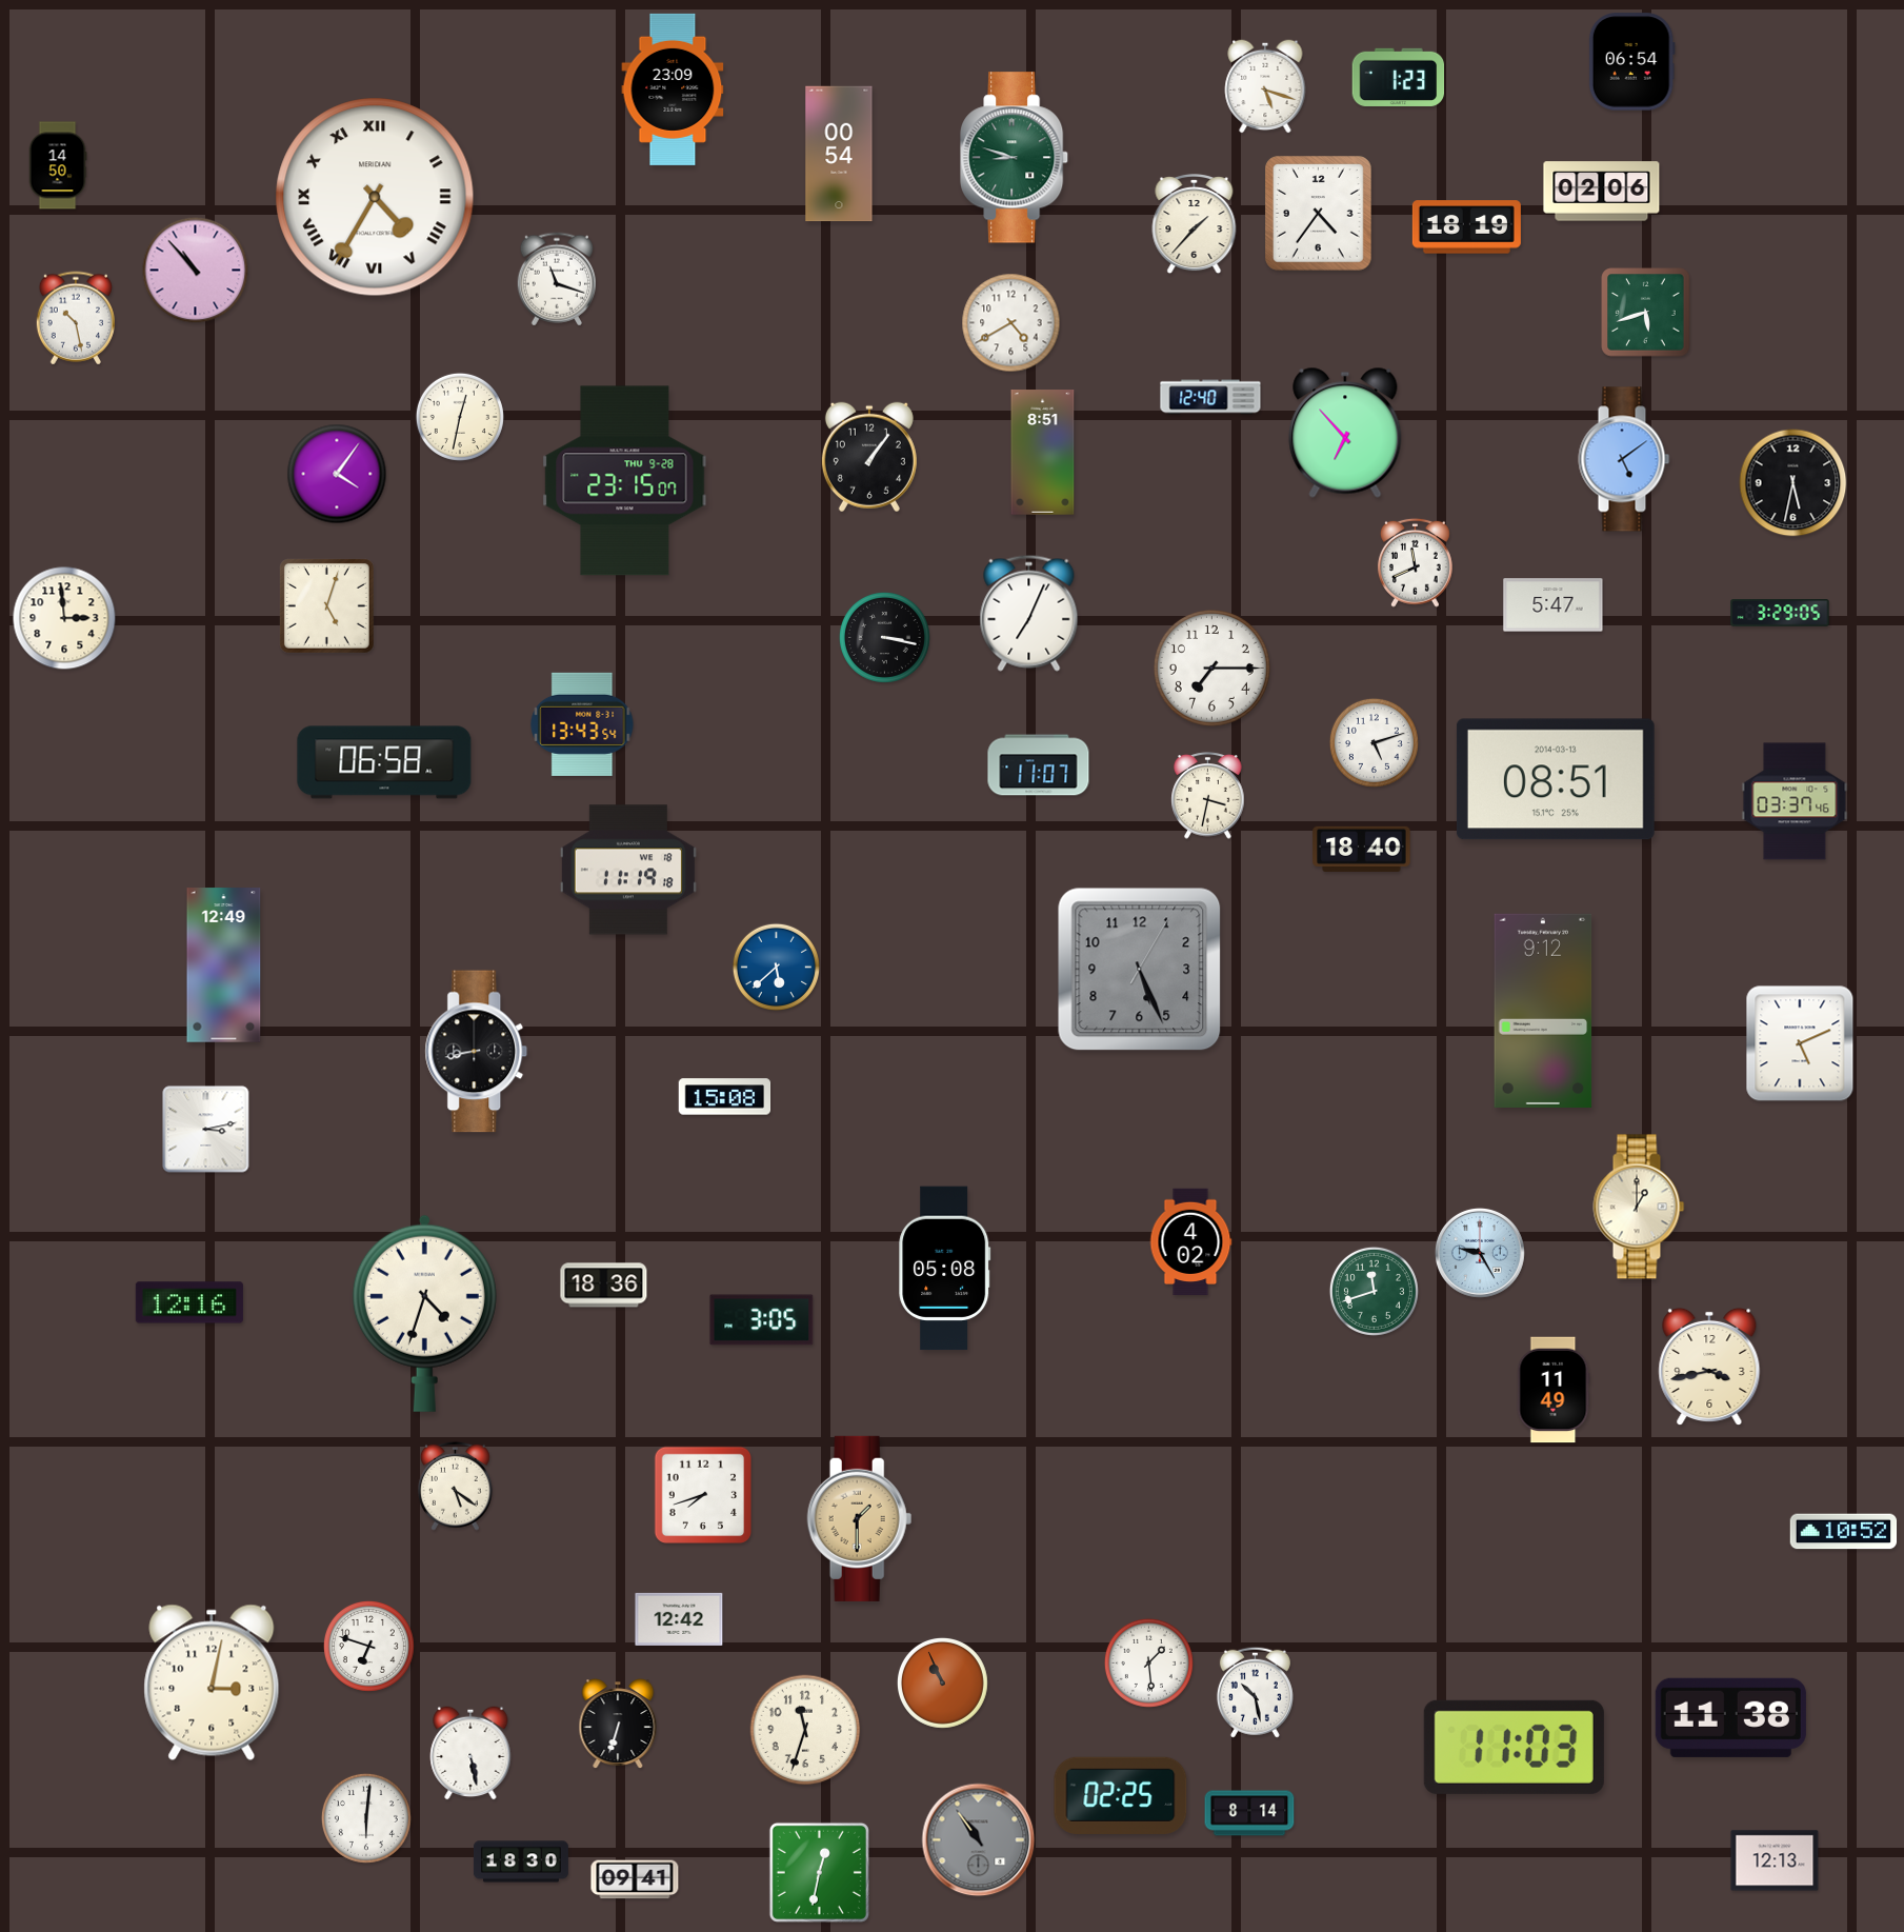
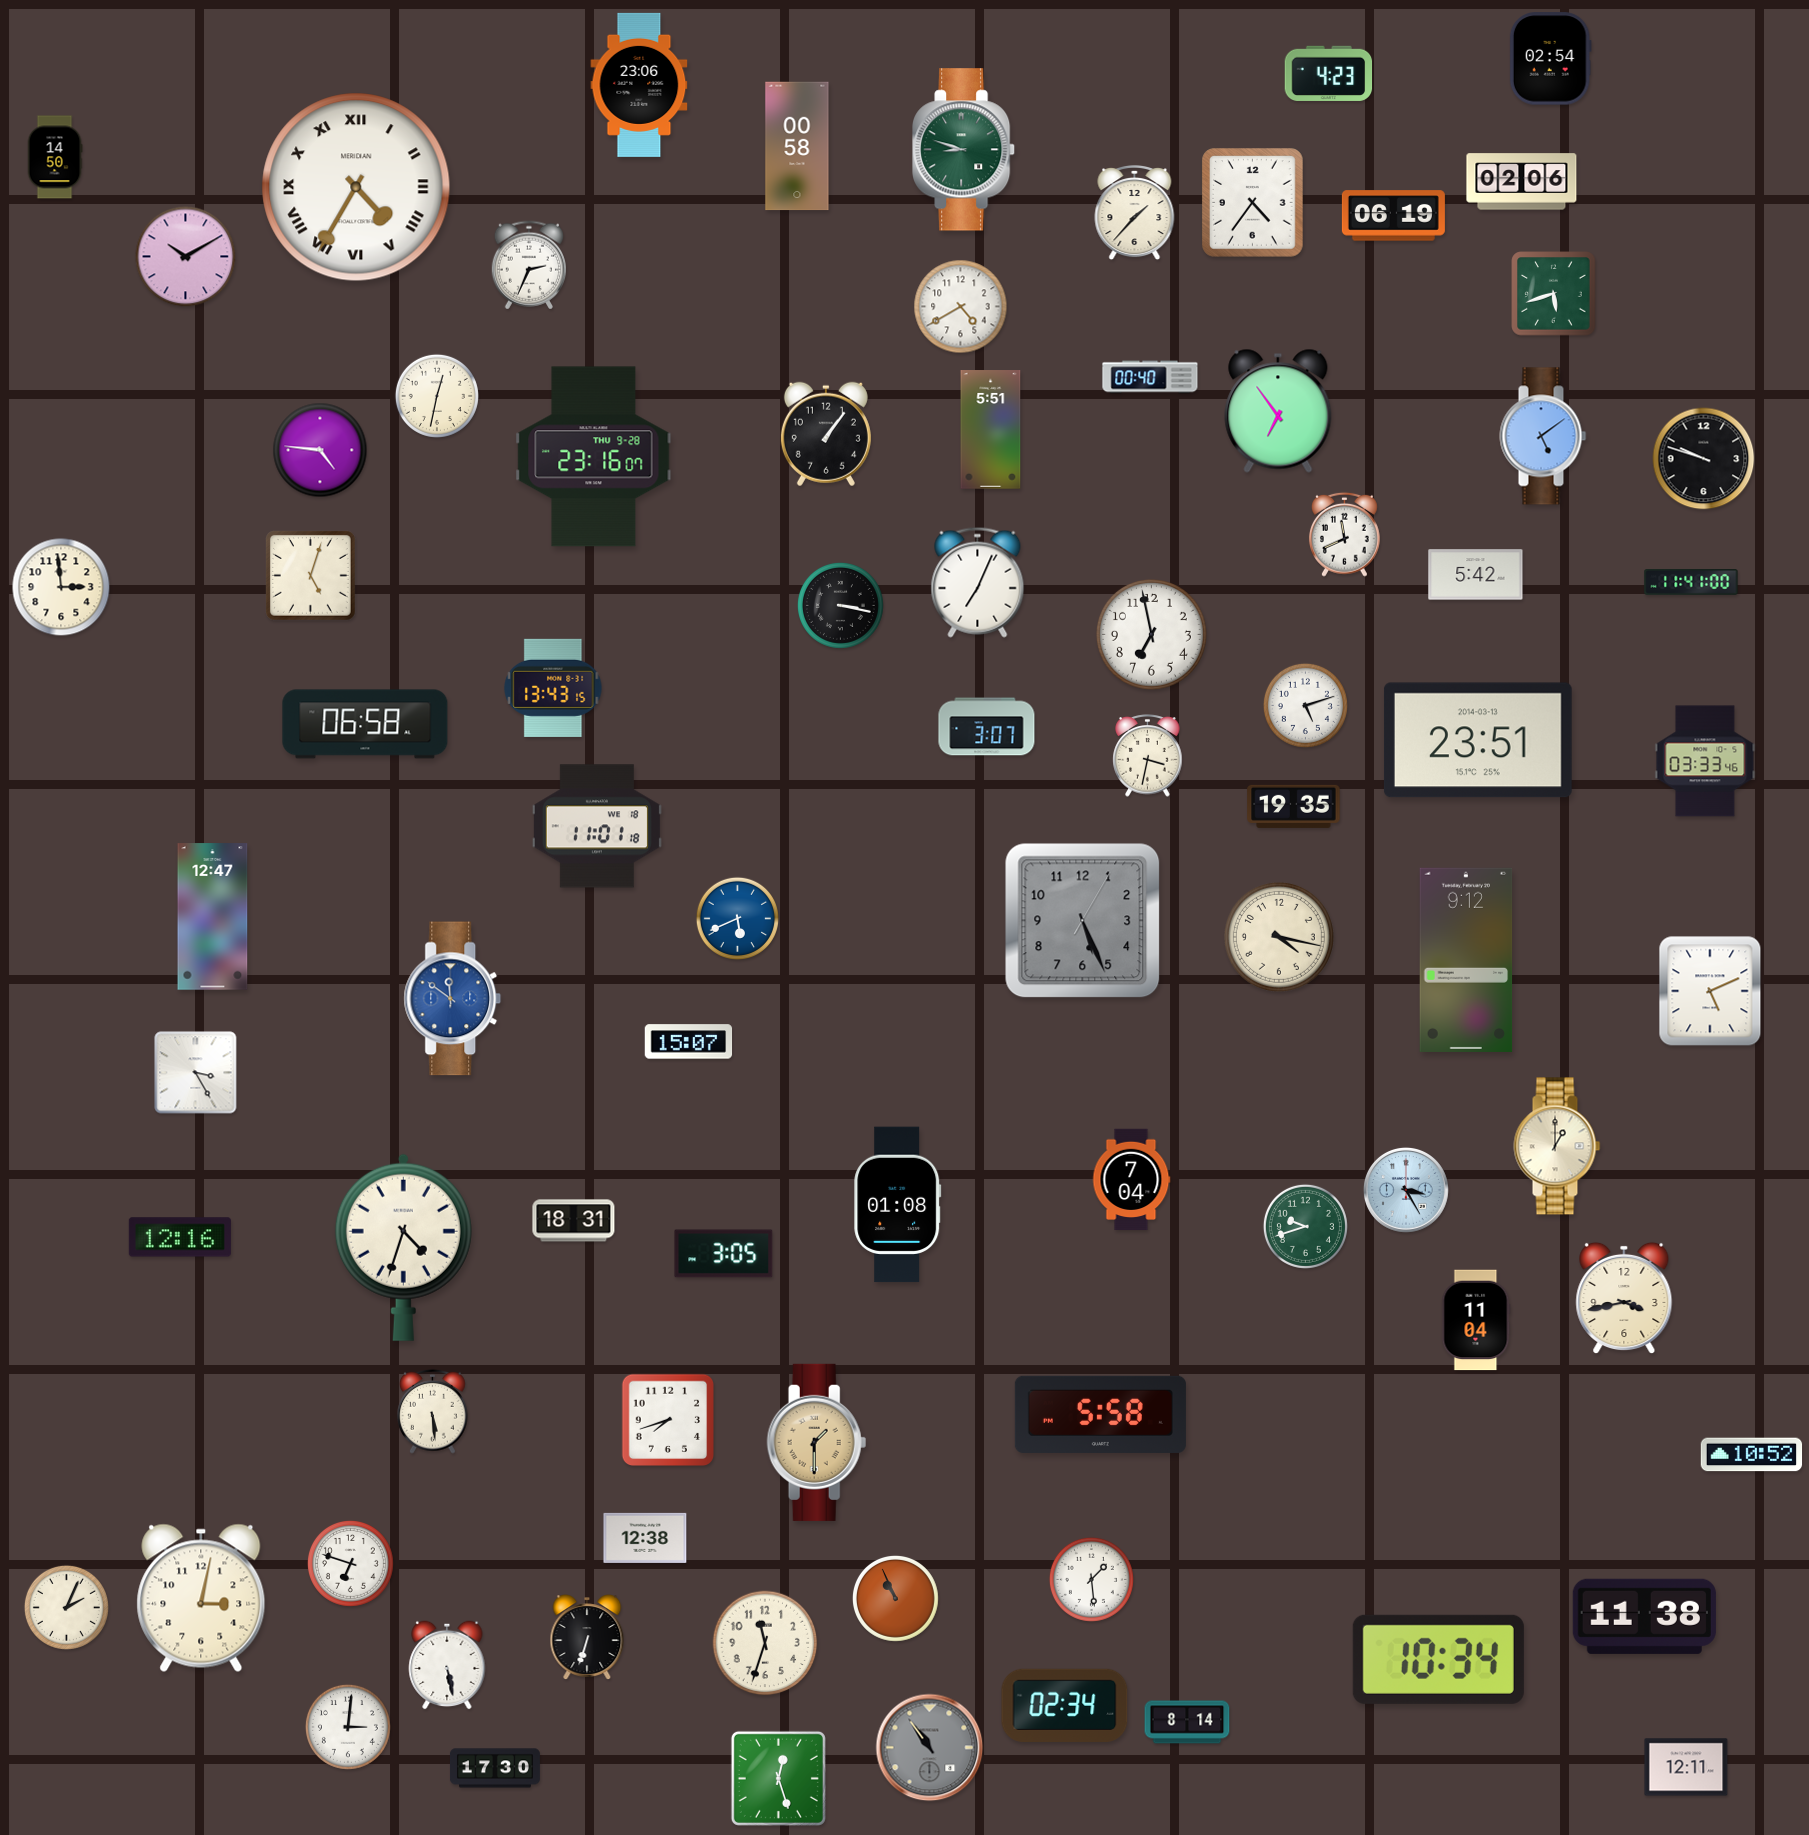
clock at (1631, 62): 06:54 -> 02:54
clock at (1399, 77): 1:23 -> 4:23
clock at (1265, 86): 5:18 -> none
clock at (673, 89): 23:09 -> 23:06
clock at (839, 154): 00:54 -> 00:58
clock at (1466, 227): 18:19 -> 06:19
clock at (196, 271): 10:53 -> 10:10
clock at (556, 279): 11:18 -> 2:34
clock at (1646, 313) position: (1646, 313) -> (1554, 294)
clock at (75, 318): 10:28 -> none
clock at (1210, 397): 12:40 -> 00:40
clock at (1345, 433): 6:53 -> 6:54
clock at (1043, 453): 8:51 -> 5:51
clock at (337, 474): 4:06 -> 4:46
clock at (625, 481): 23:15 -> 23:16
clock at (1793, 483): 5:32 -> 9:48
clock at (1554, 605): 5:47 -> 5:42
clock at (1780, 614): 3:29 -> 11:41
clock at (1211, 668): 7:15 -> 6:58
clock at (582, 724): 13:43:54 -> 13:43:15
clock at (1039, 765): 11:07 -> 3:07
clock at (1556, 779): 08:51 -> 23:51
clock at (1795, 801): 03:37 -> 03:33
clock at (1362, 849): 18:40 -> 19:35
clock at (628, 870): 11:19 -> 11:01
clock at (224, 965): 12:49 -> 12:47
clock at (776, 967): 5:38 -> 5:41
clock at (1279, 937): none -> 4:17
clock at (477, 1052): 8:43 -> 11:51
clock at (477, 1052) dial: black -> blue
clock at (725, 1097): 15:08 -> 15:07
clock at (206, 1130): 3:13 -> 3:25
clock at (1191, 1242): 4:02 -> 7:04
clock at (1480, 1253): 9:25 -> 3:25
clock at (945, 1269): 05:08 -> 01:08
clock at (604, 1286): 18:36 -> 18:31
clock at (1374, 1291): 11:42 -> 9:42
clock at (1554, 1390): 11:49 -> 11:04
clock at (456, 1486): 5:21 -> 5:29
clock at (1100, 1414): none -> 5:58
clock at (679, 1619): 12:42 -> 12:38
clock at (66, 1607): none -> 2:04
clock at (1255, 1692): 10:28 -> none
clock at (1730, 1717) position: (1730, 1717) -> (1644, 1616)
clock at (1514, 1747): 11:03 -> 10:34
clock at (1121, 1795): 02:25 -> 02:34
clock at (366, 1818): 6:01 -> 3:01
clock at (1775, 1860): 12:13 -> 12:11
clock at (521, 1861): 18:30 -> 17:30
clock at (819, 1872): 12:32 -> 12:27
clock at (635, 1879): 09:41 -> none
